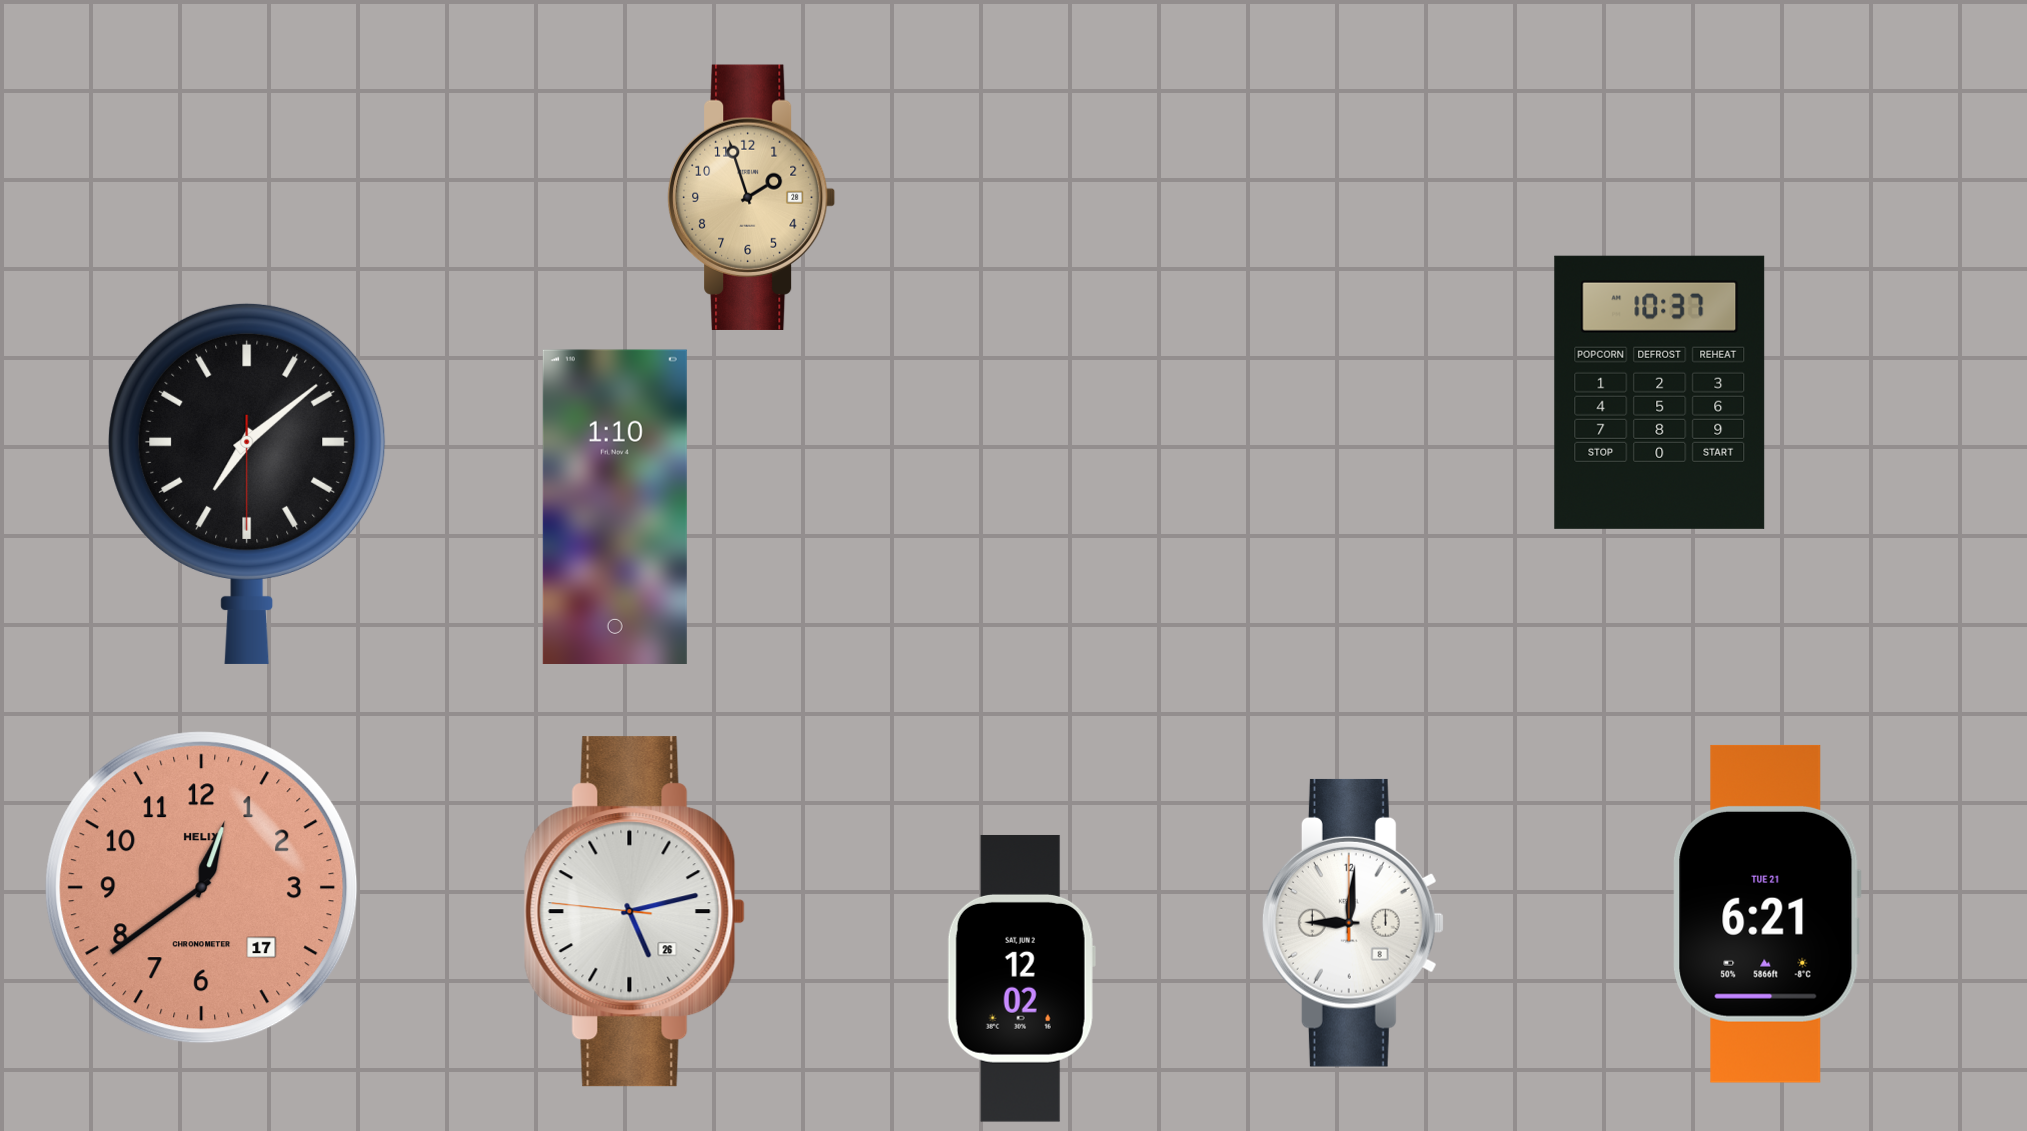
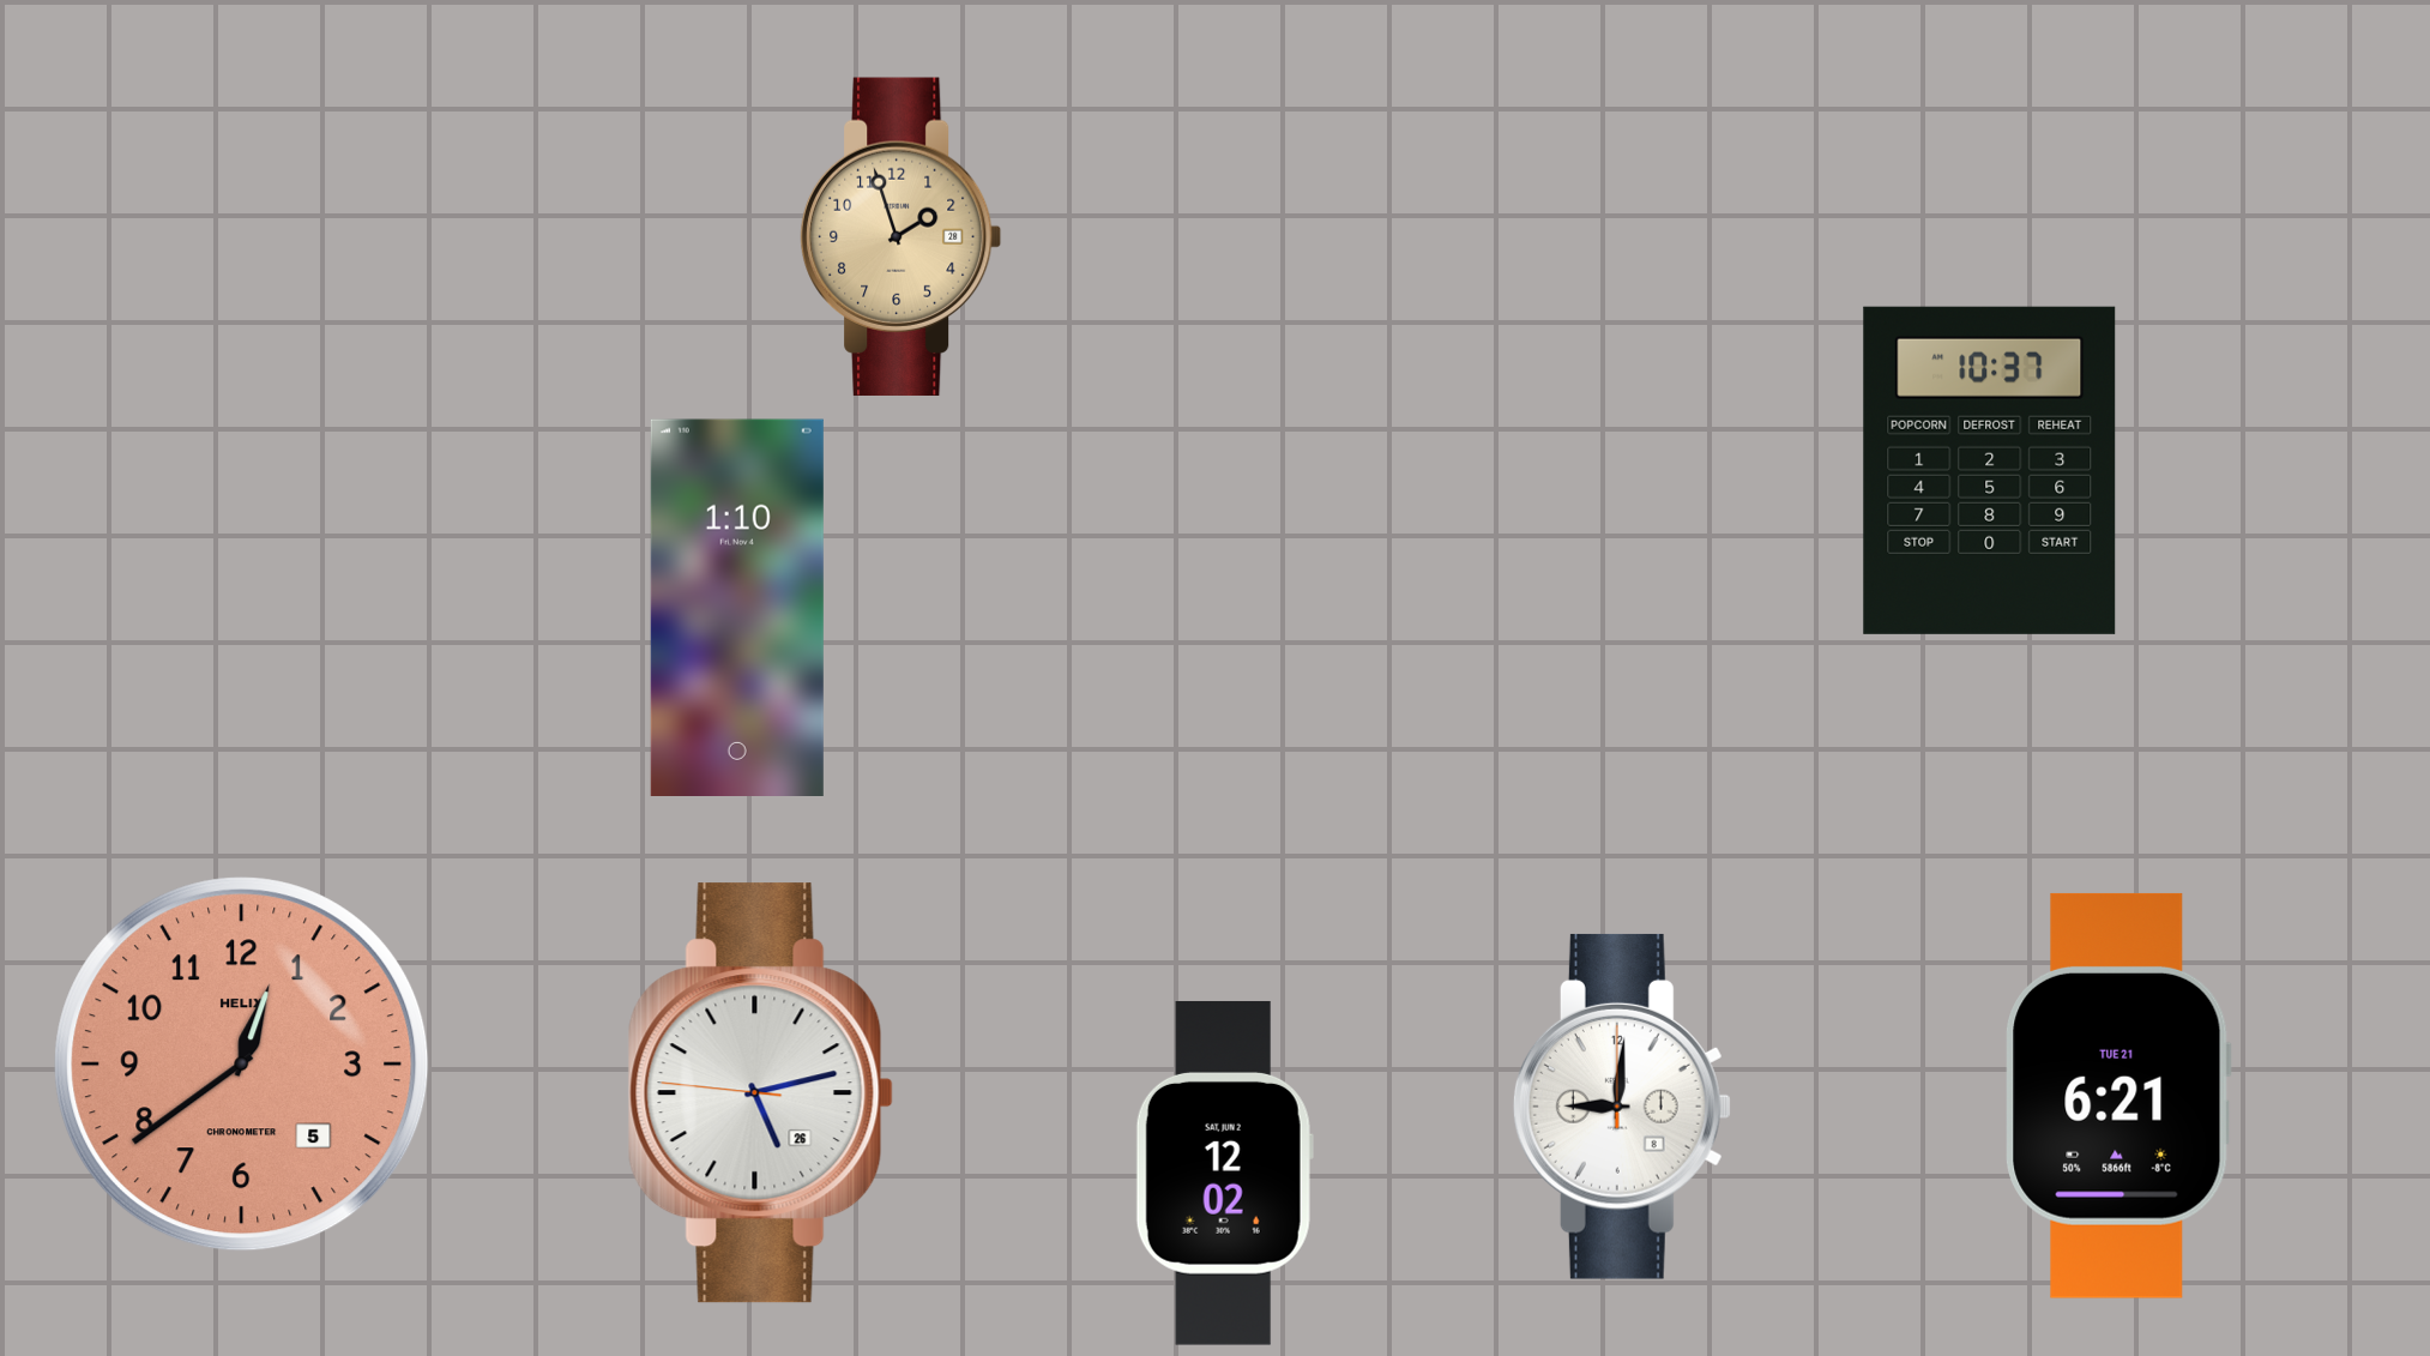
clock at (247, 483): 7:08 -> none
clock at (202, 888) date: 17 -> 5
